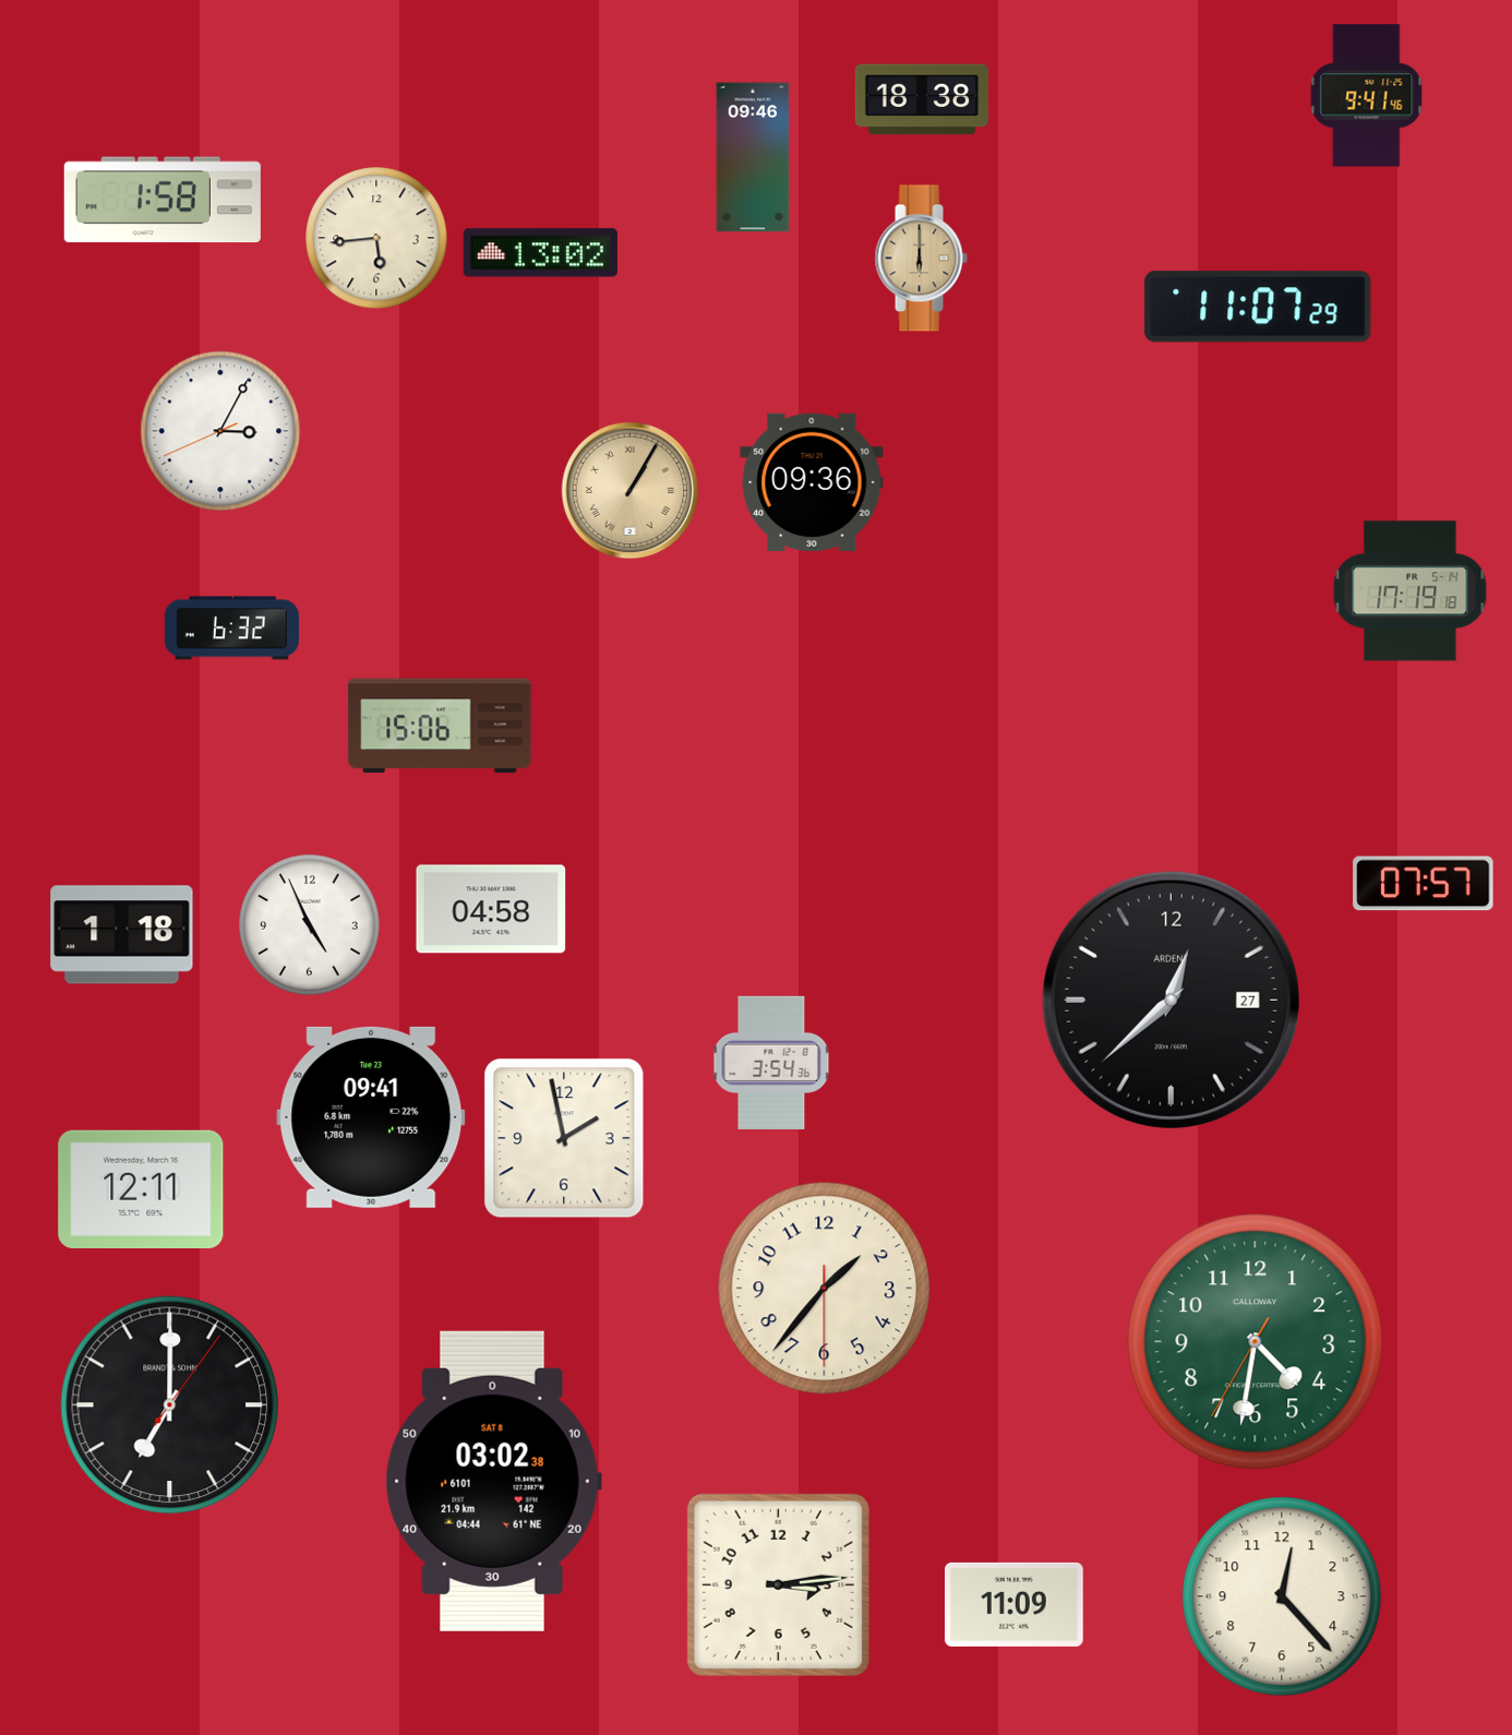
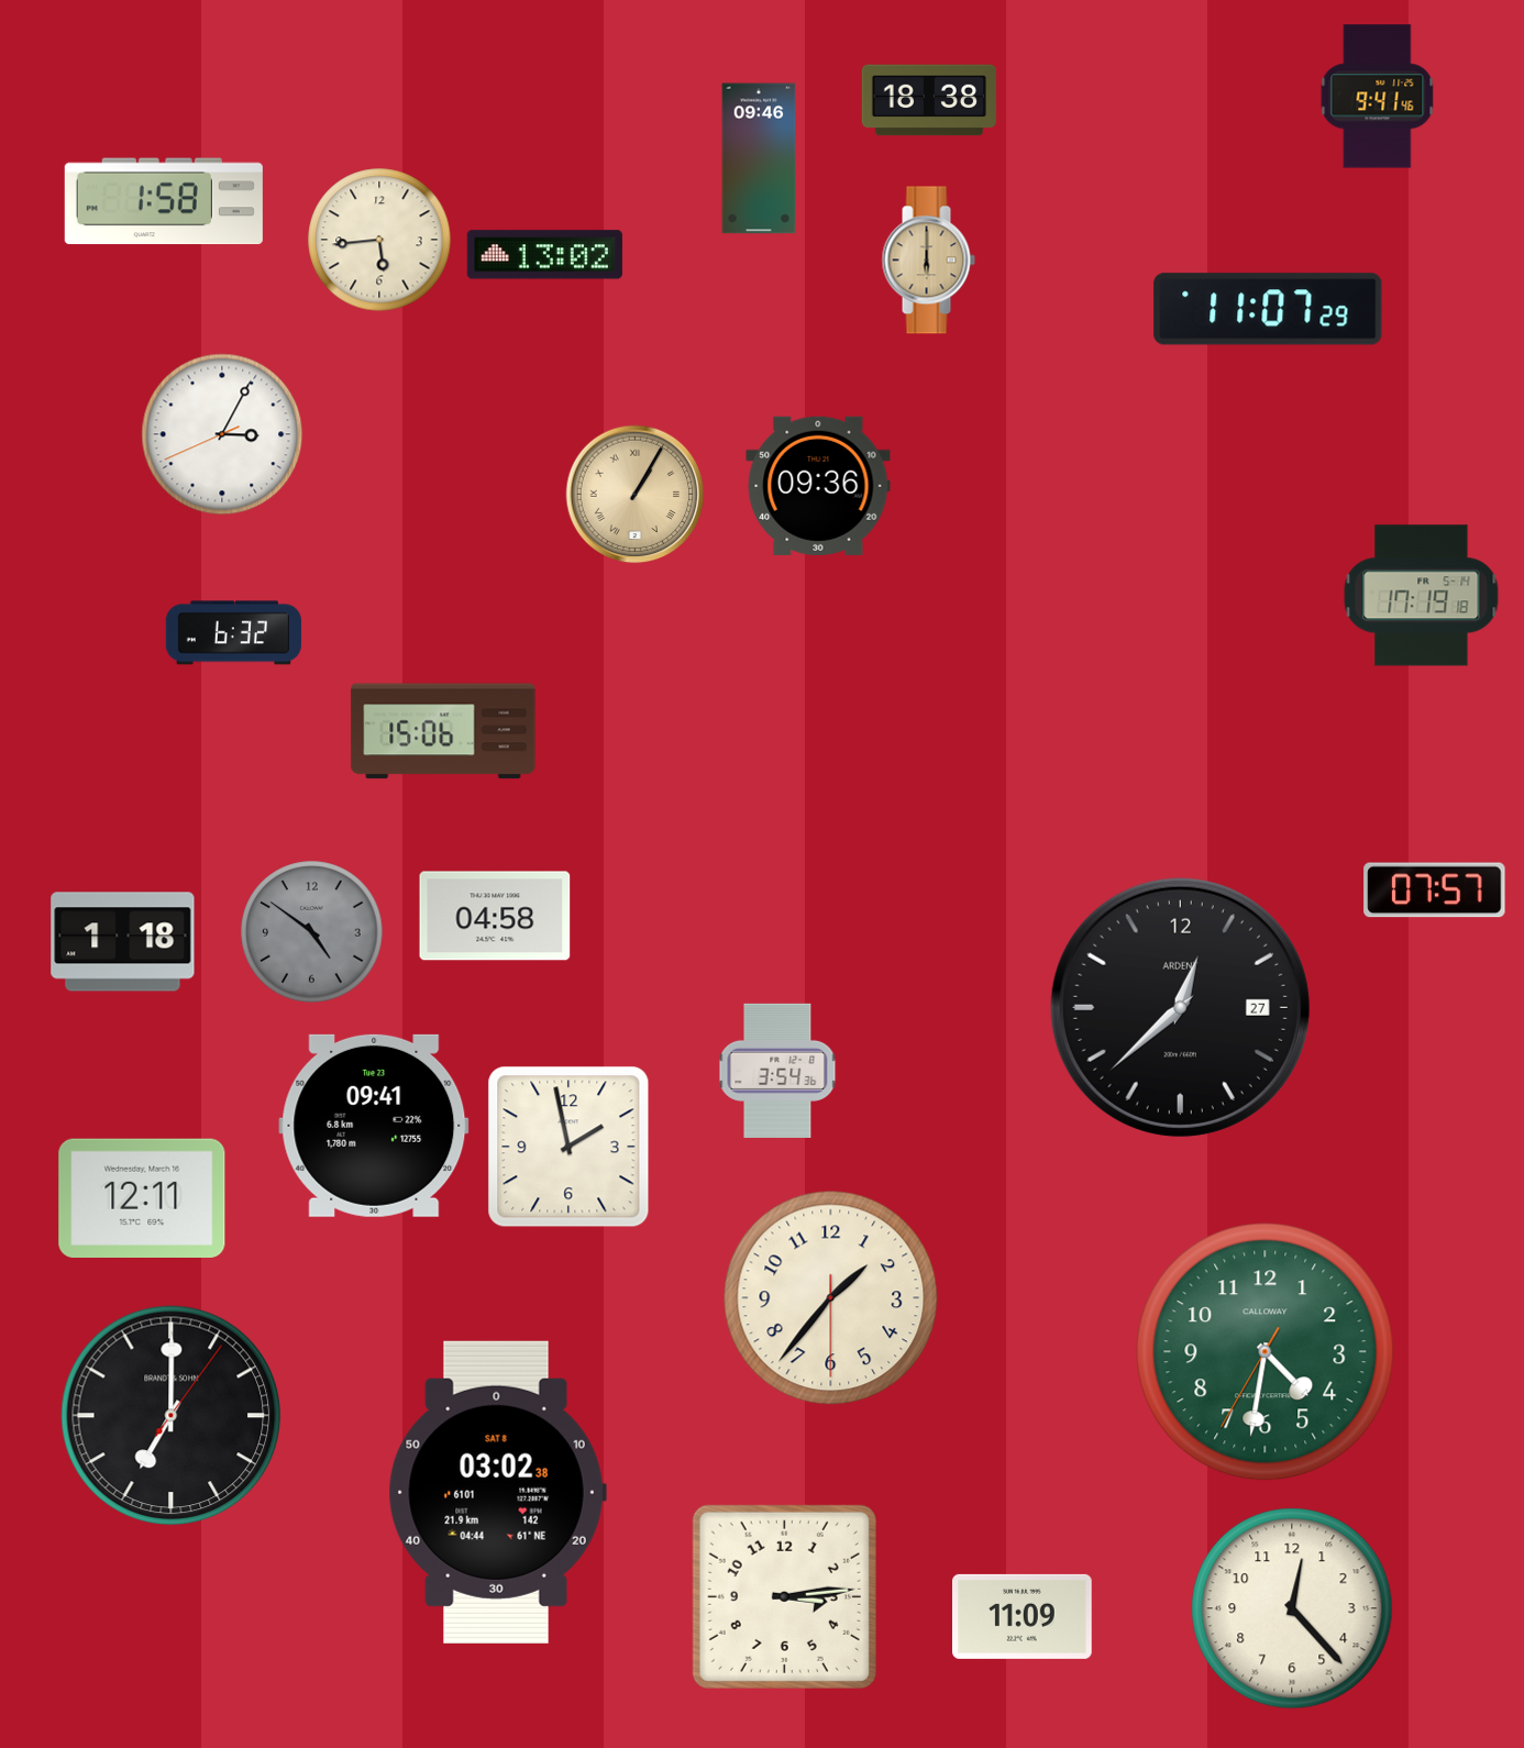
clock at (310, 925): 4:56 -> 4:51
clock at (310, 925) dial: white -> grey
